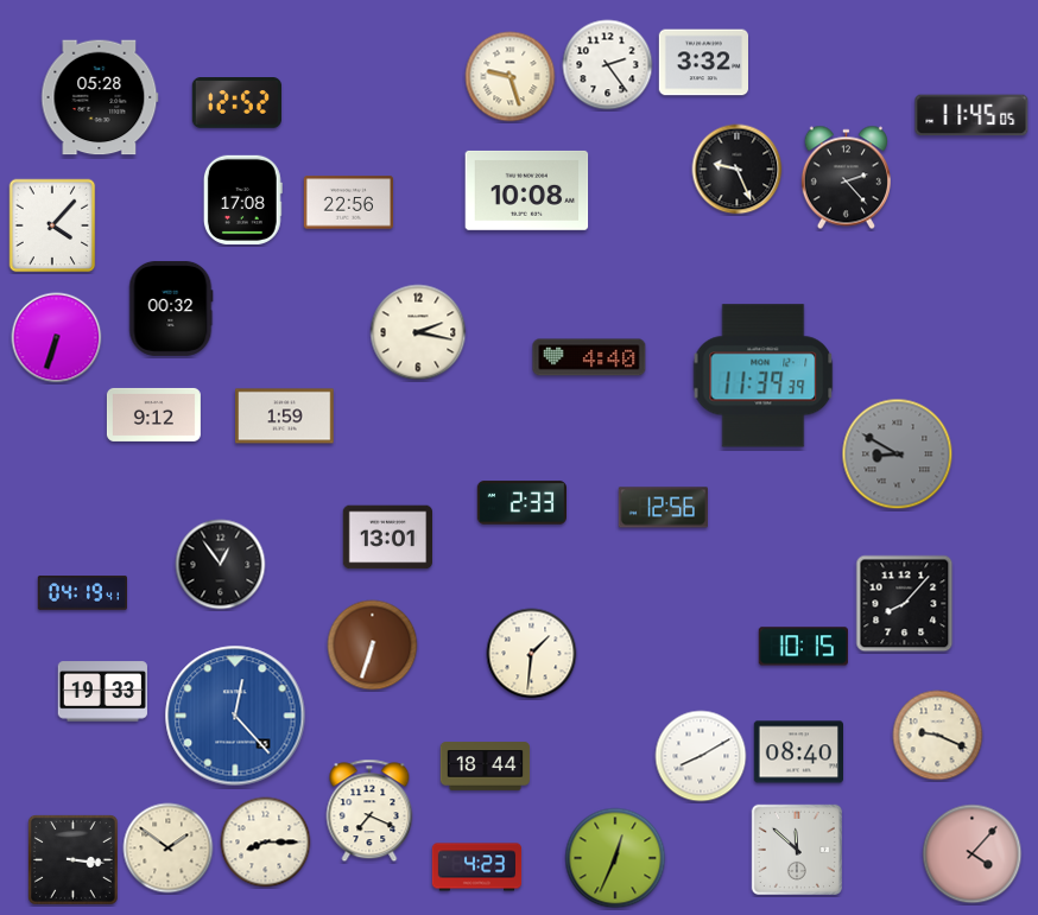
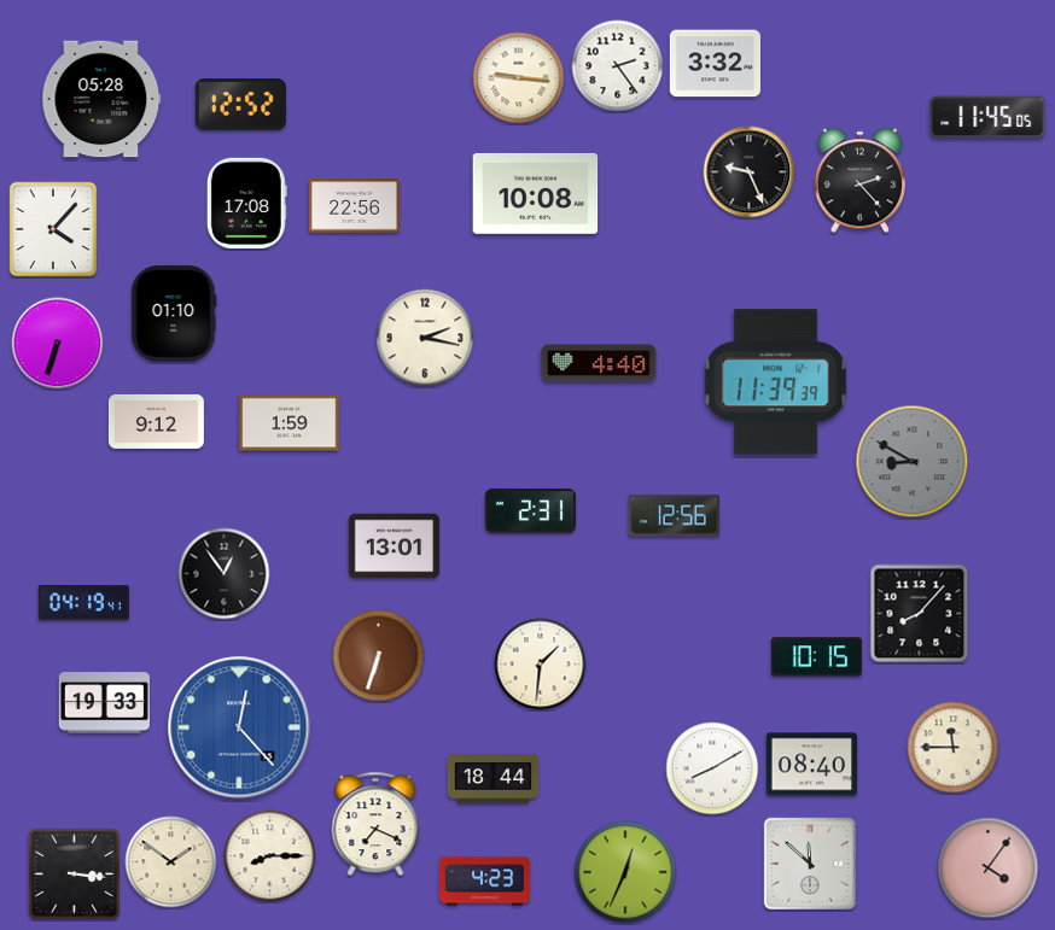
clock at (511, 77): 9:27 -> 9:16
clock at (171, 309): 00:32 -> 01:10
clock at (521, 503): 2:33 -> 2:31
clock at (938, 736): 9:19 -> 11:45
clock at (973, 854): 4:07 -> 4:06
